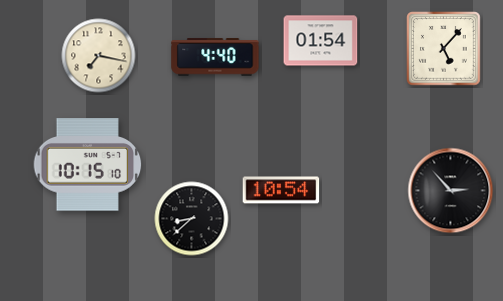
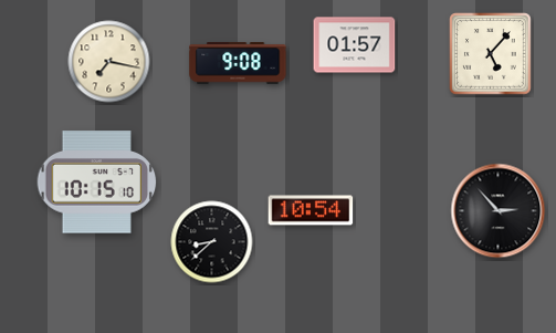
clock at (321, 41): 01:54 -> 01:57
clock at (215, 57): 4:40 -> 9:08
